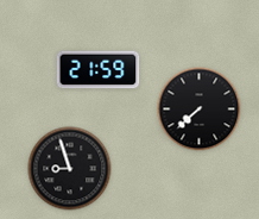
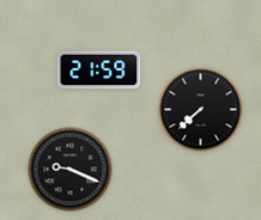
clock at (70, 169): 8:57 -> 9:19
